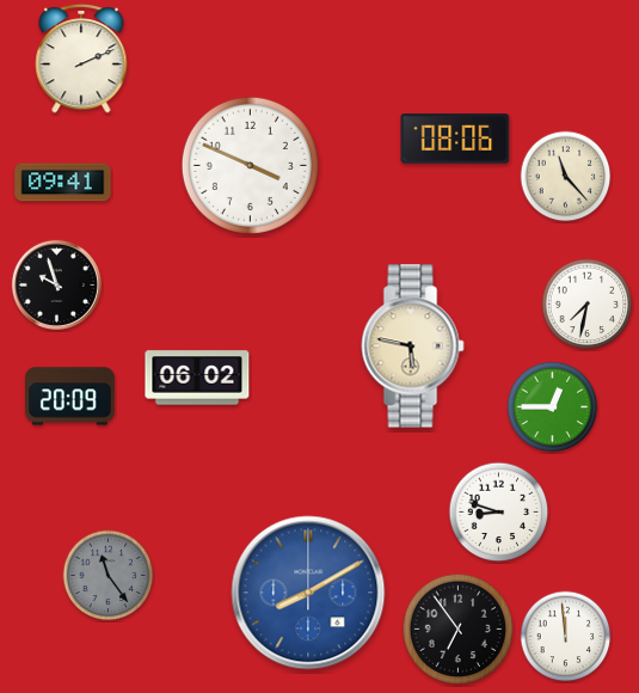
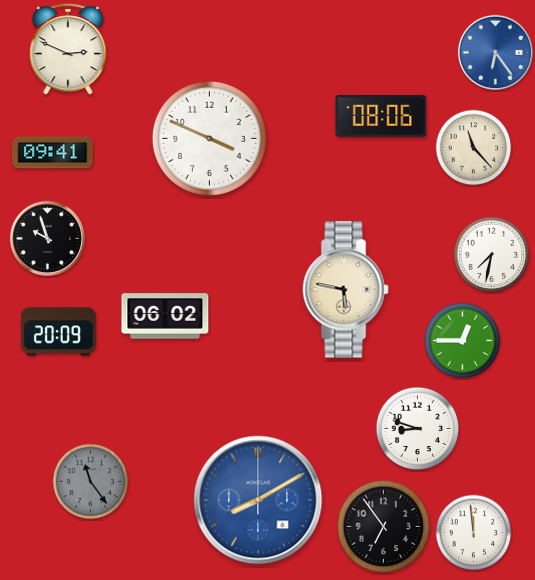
clock at (81, 59): 2:11 -> 2:49
clock at (495, 52): none -> 6:24
clock at (308, 593) position: (308, 593) -> (258, 500)
